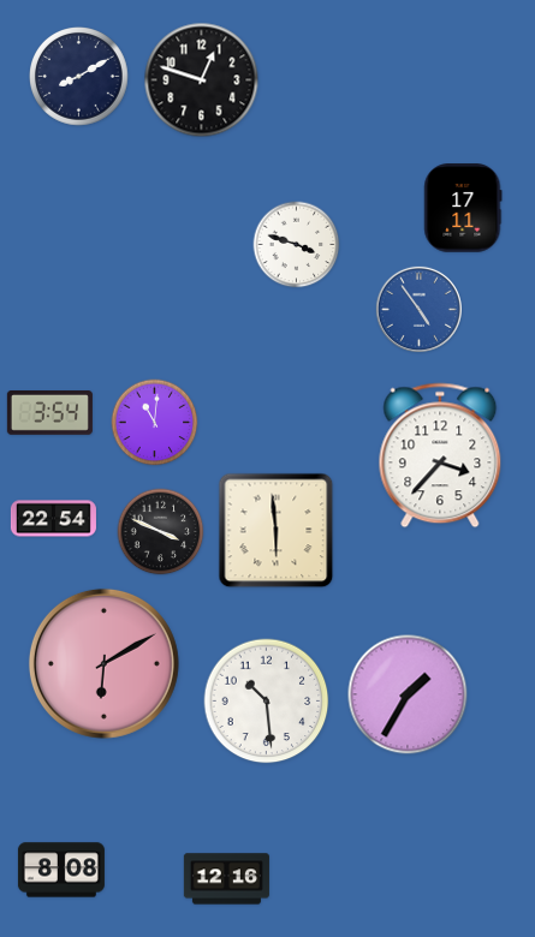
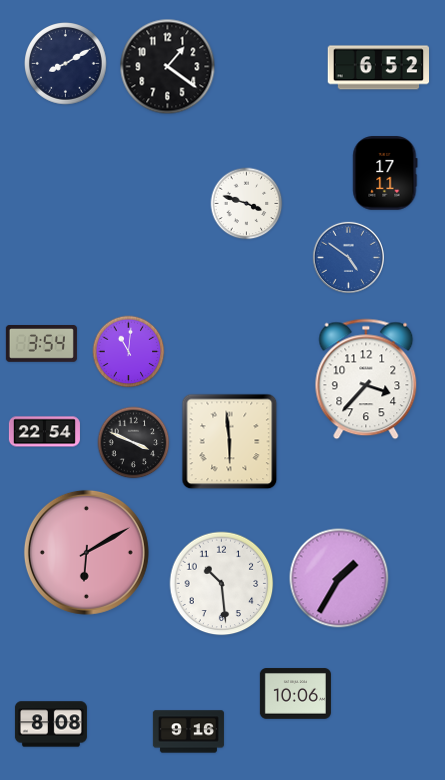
clock at (202, 80): 12:48 -> 1:21
clock at (379, 68): none -> 6:52
clock at (418, 309): 4:54 -> 4:51
clock at (295, 694): none -> 10:06
clock at (226, 879): 12:16 -> 9:16
